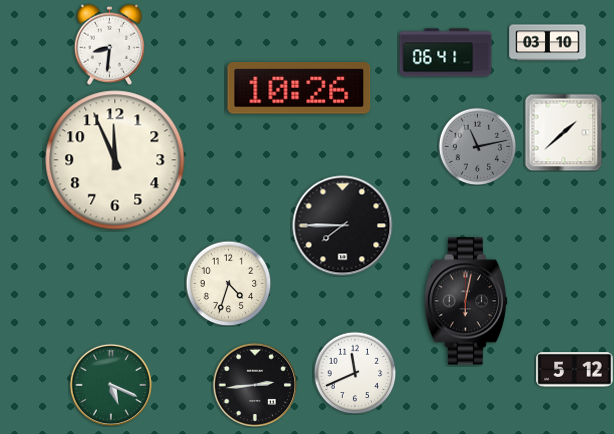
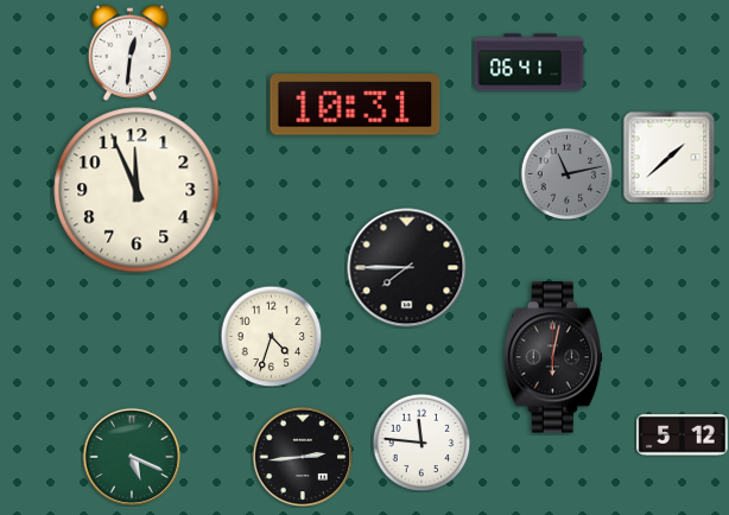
clock at (548, 43): 03:10 -> none
clock at (109, 44): 8:31 -> 12:31
clock at (299, 88): 10:26 -> 10:31
clock at (575, 370) position: (575, 370) -> (683, 435)
clock at (355, 373): 11:41 -> 11:46
